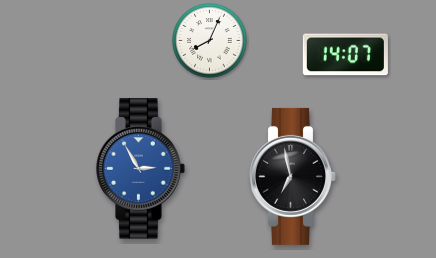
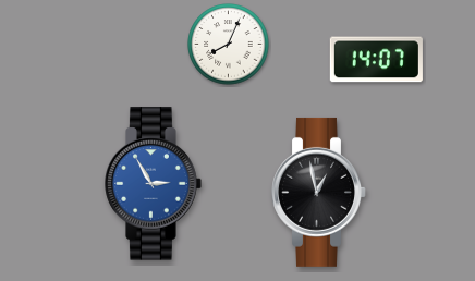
clock at (293, 176): 6:58 -> 12:58
